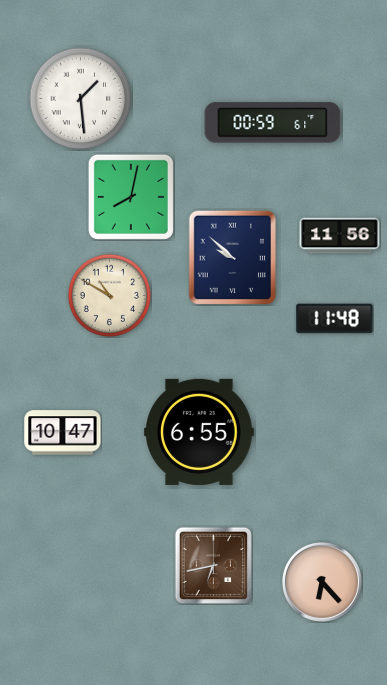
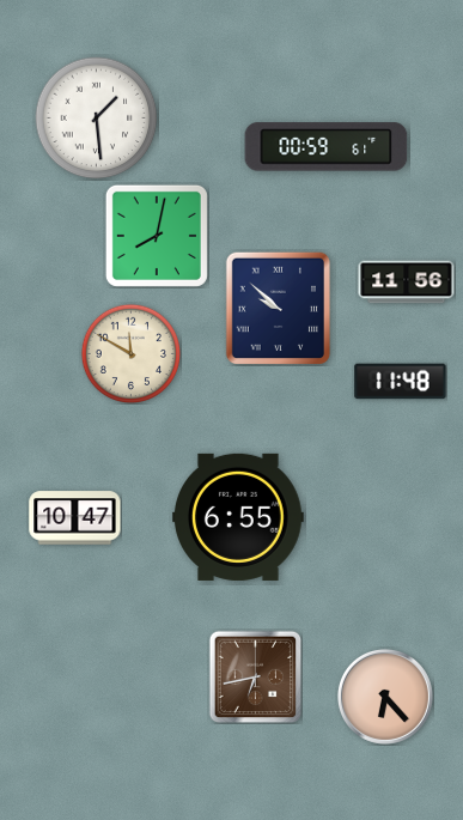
clock at (109, 295): 10:50 -> 11:50
